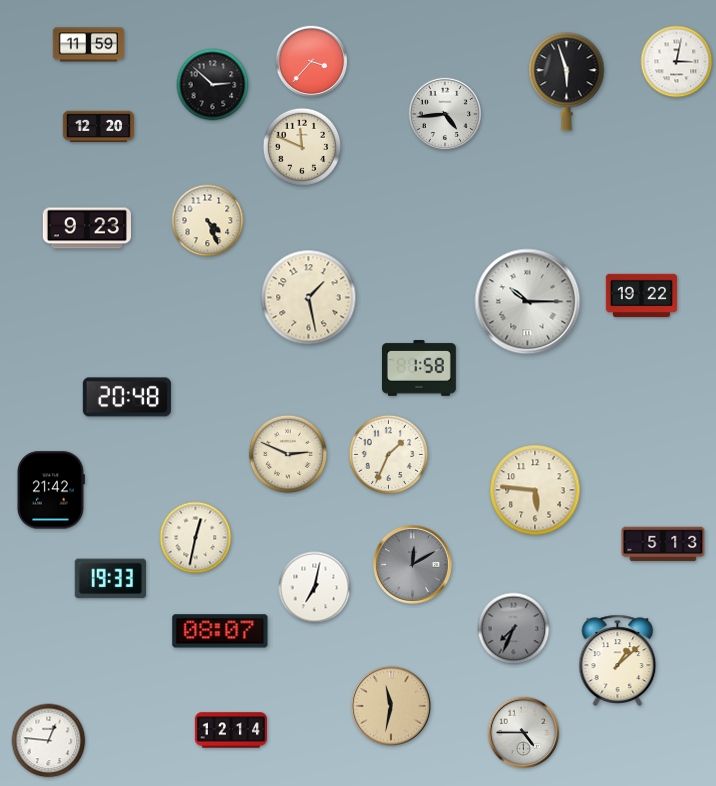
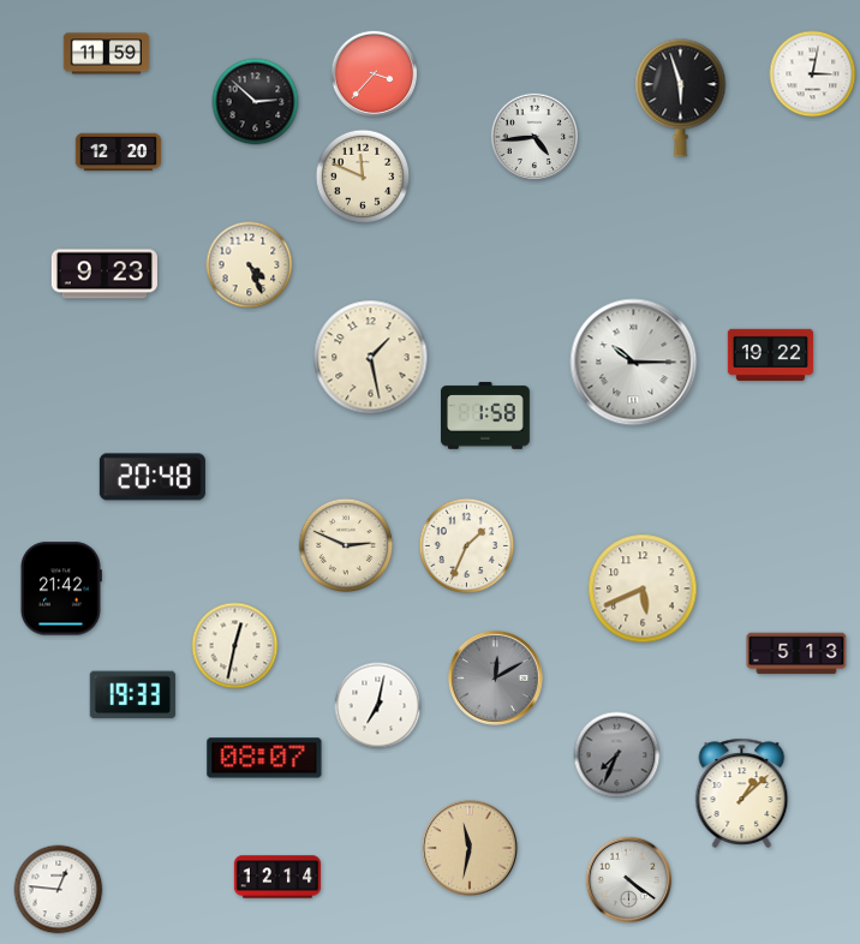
clock at (420, 368) position: (420, 368) -> (486, 416)
clock at (535, 490): 5:46 -> 5:41
clock at (524, 733): 4:45 -> 4:21
